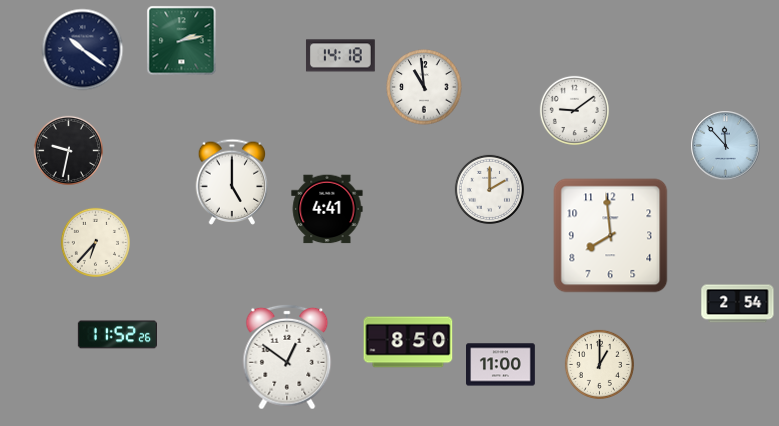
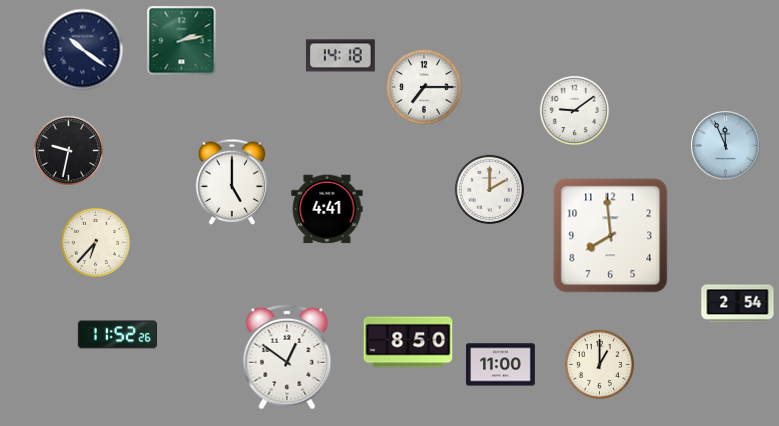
clock at (424, 87): 10:59 -> 7:15
clock at (726, 146): 11:53 -> 11:56
